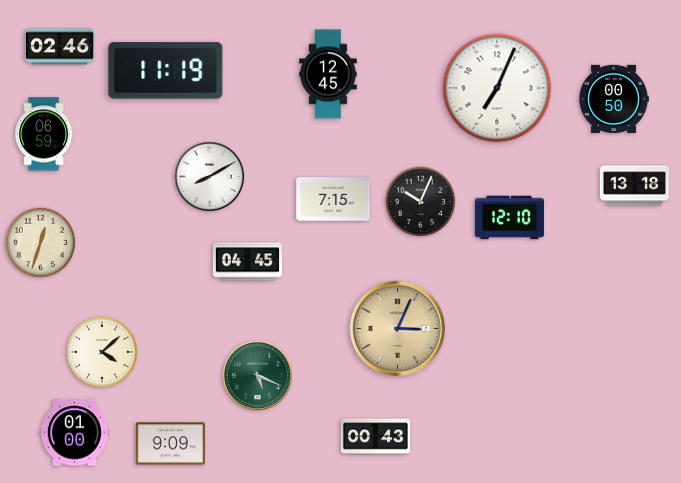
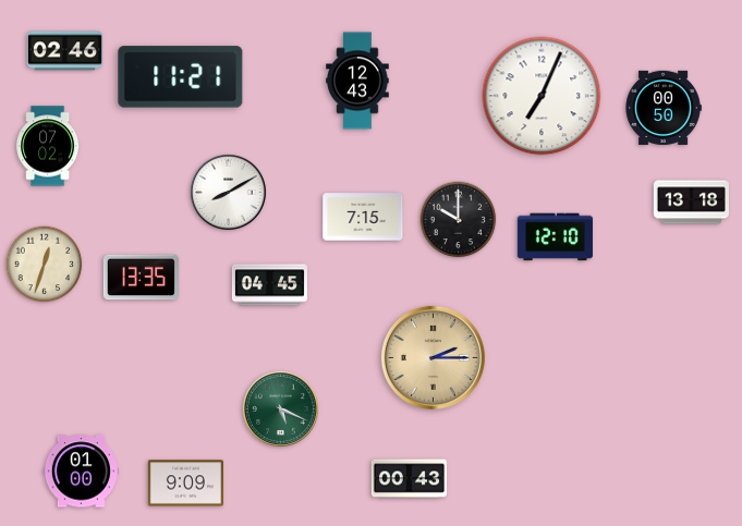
clock at (166, 71): 11:19 -> 11:21
clock at (328, 74): 12:45 -> 12:43
clock at (614, 99) position: (614, 99) -> (664, 108)
clock at (44, 134): 06:59 -> 07:02
clock at (421, 202): 10:04 -> 10:00
clock at (141, 278): none -> 13:35
clock at (397, 328): 3:04 -> 2:15
clock at (102, 352): 4:08 -> none
clock at (375, 437) position: (375, 437) -> (409, 479)
